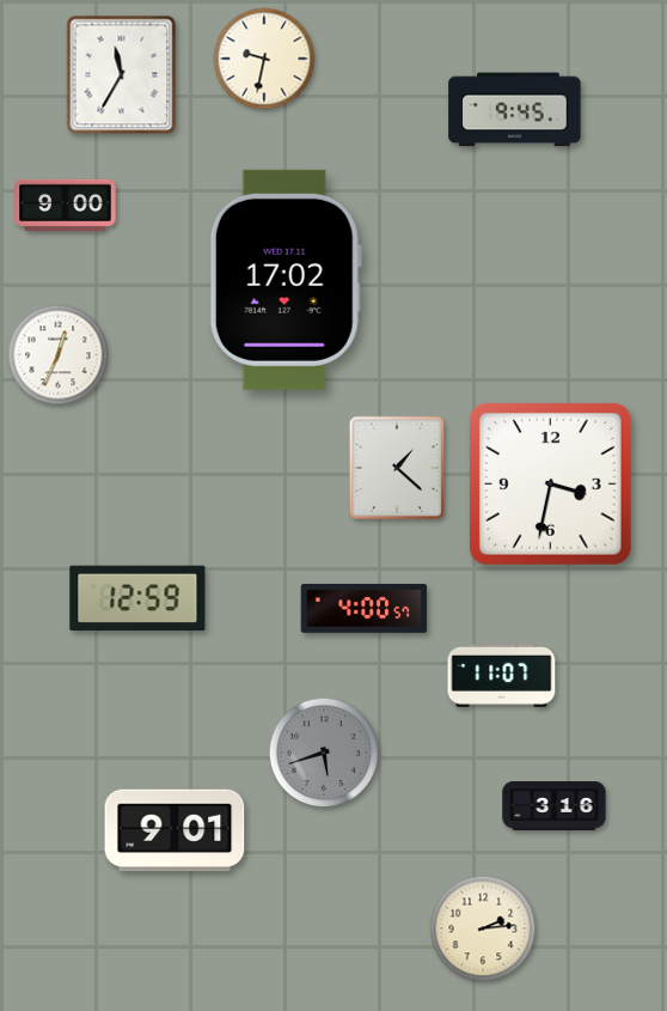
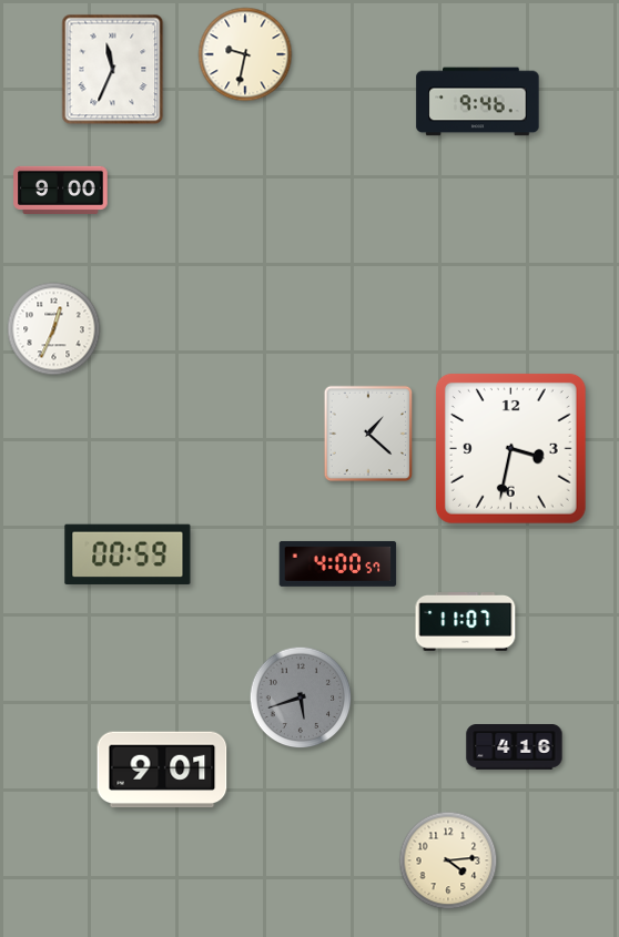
clock at (122, 75): 11:35 -> 11:34
clock at (515, 110): 9:45 -> 9:46
clock at (286, 280): 17:02 -> none
clock at (137, 598): 12:59 -> 00:59
clock at (502, 676) position: (502, 676) -> (466, 622)
clock at (555, 806): 3:16 -> 4:16
clock at (483, 928): 2:14 -> 4:14
